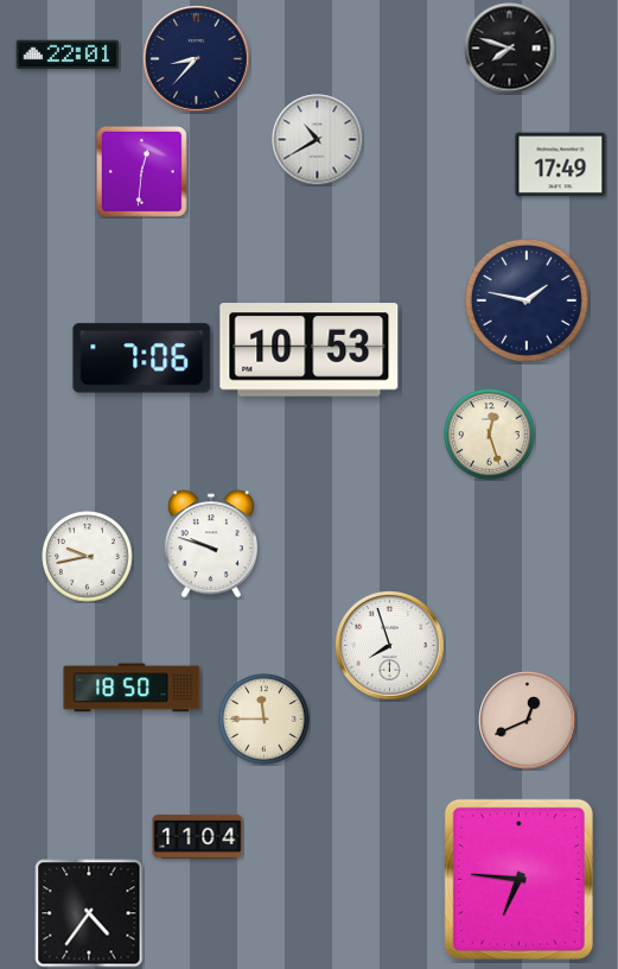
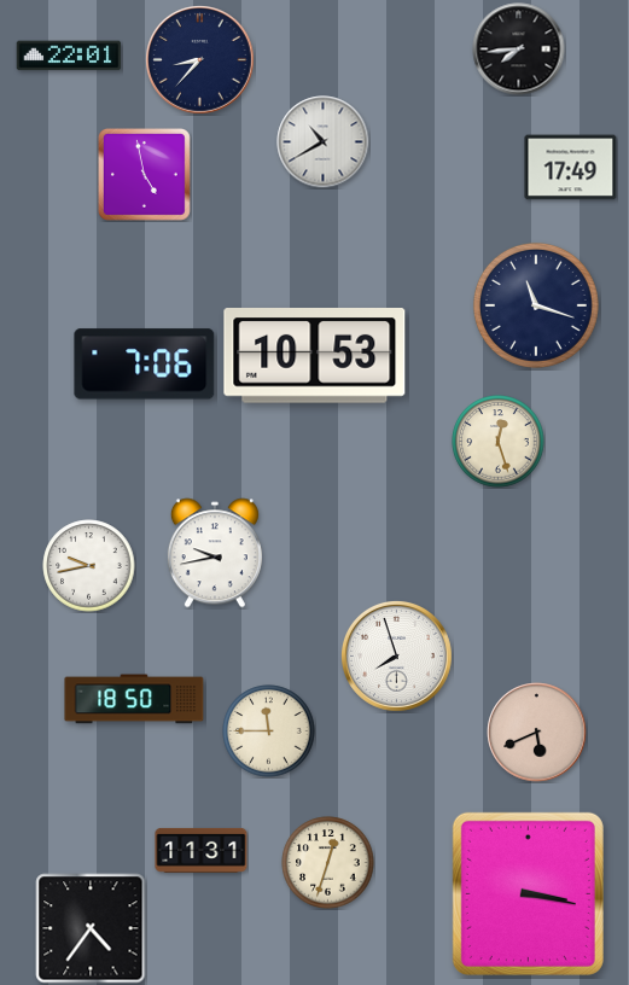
clock at (510, 49): 7:48 -> 7:44
clock at (141, 171): 12:31 -> 4:58
clock at (527, 300): 1:47 -> 11:18
clock at (211, 544): 9:48 -> 9:43
clock at (528, 721): 12:41 -> 5:41
clock at (198, 836): 11:04 -> 11:31
clock at (328, 863): none -> 12:33
clock at (518, 879): 6:46 -> 3:17
